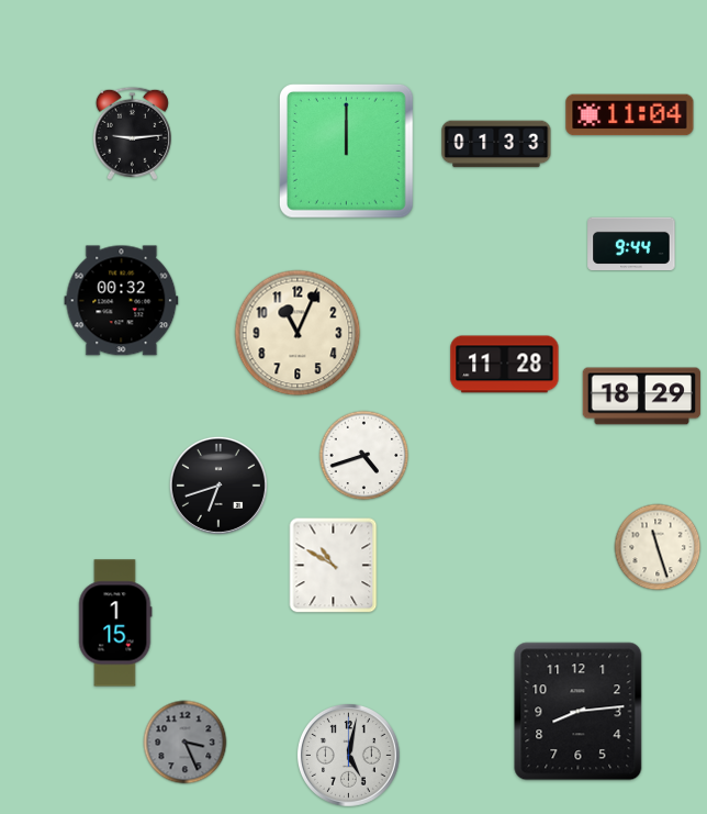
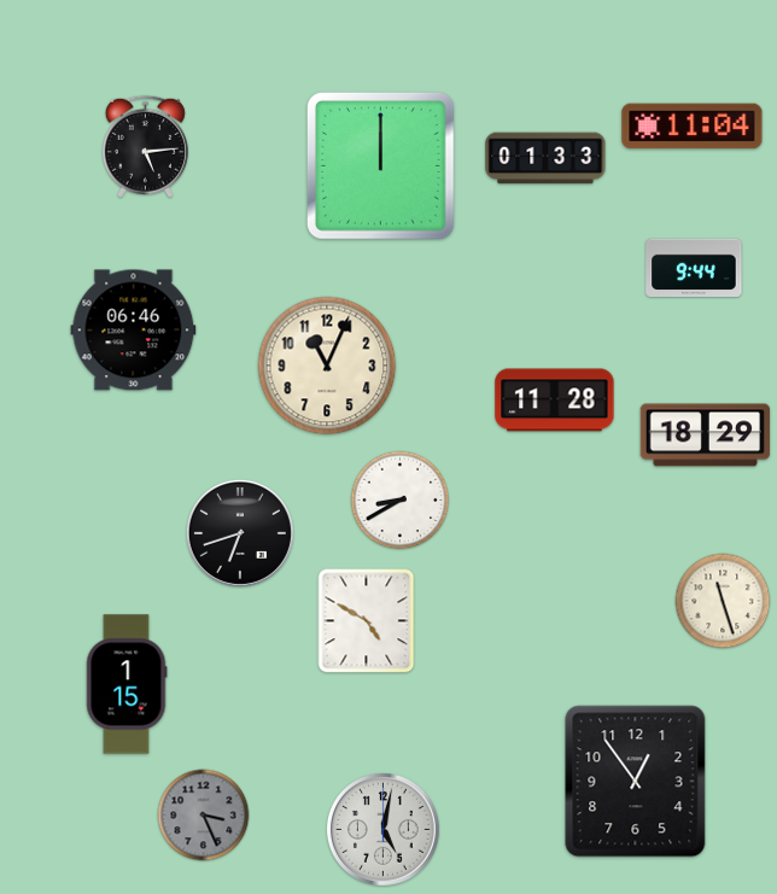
clock at (132, 133): 9:14 -> 5:14
clock at (122, 301): 00:32 -> 06:46
clock at (364, 456): 4:42 -> 8:40
clock at (334, 566): 10:50 -> 4:50
clock at (579, 712): 8:14 -> 12:54
